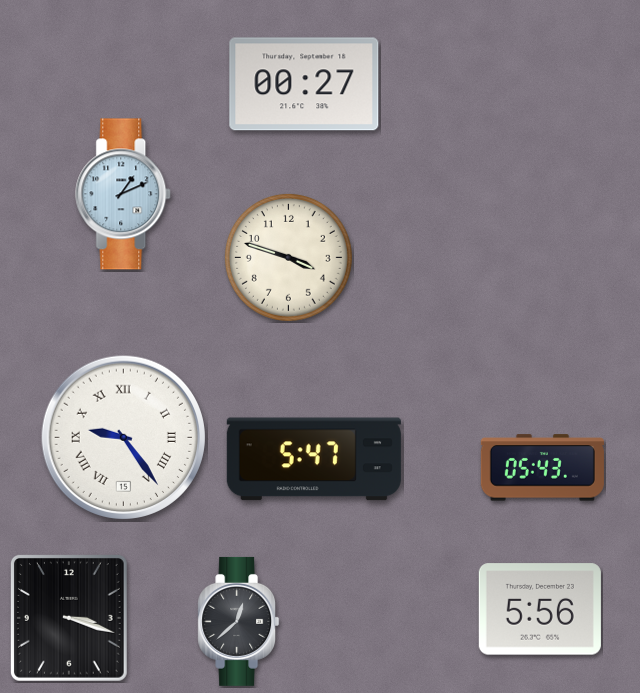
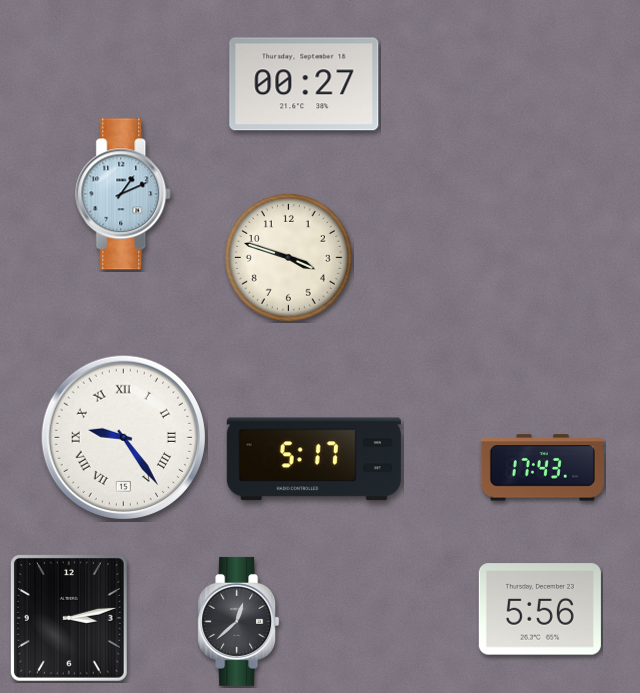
clock at (314, 459): 5:47 -> 5:17
clock at (542, 468): 05:43 -> 17:43
clock at (69, 618): 3:18 -> 3:13
